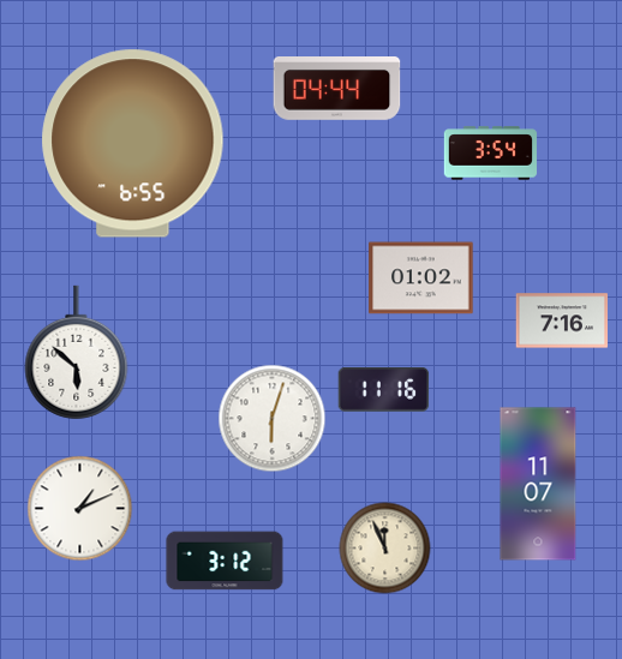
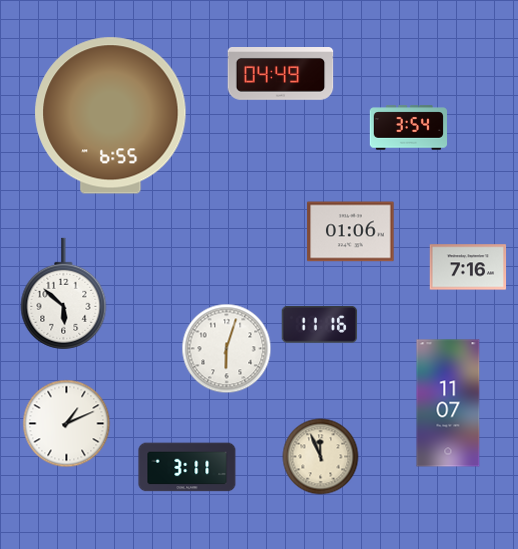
clock at (337, 89): 04:44 -> 04:49
clock at (133, 144) position: (133, 144) -> (111, 116)
clock at (421, 278): 01:02 -> 01:06
clock at (225, 561): 3:12 -> 3:11
